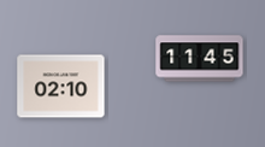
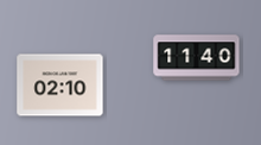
clock at (200, 59): 11:45 -> 11:40
